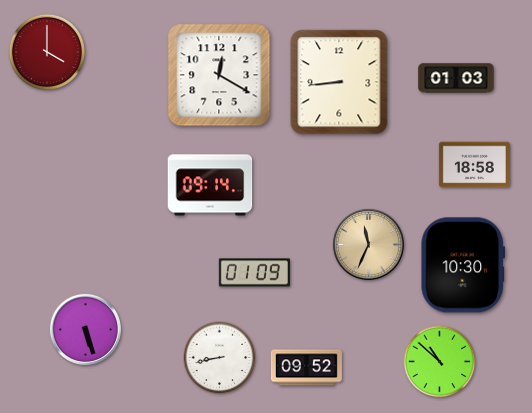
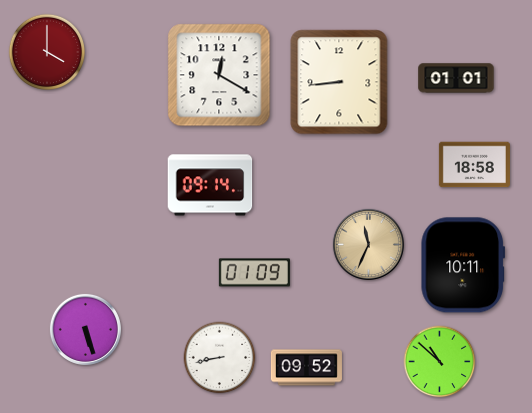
clock at (456, 78): 01:03 -> 01:01
clock at (463, 265): 10:30 -> 10:11
